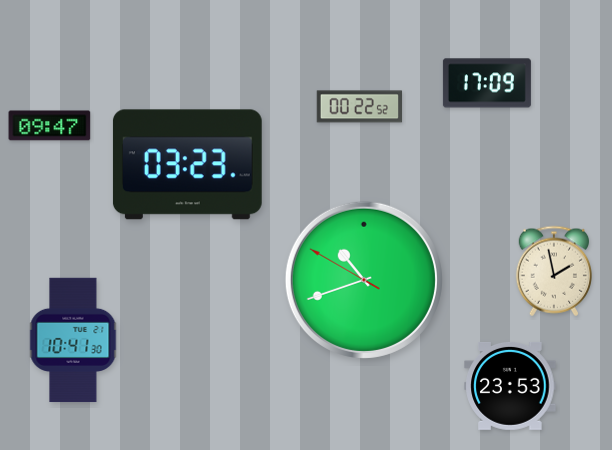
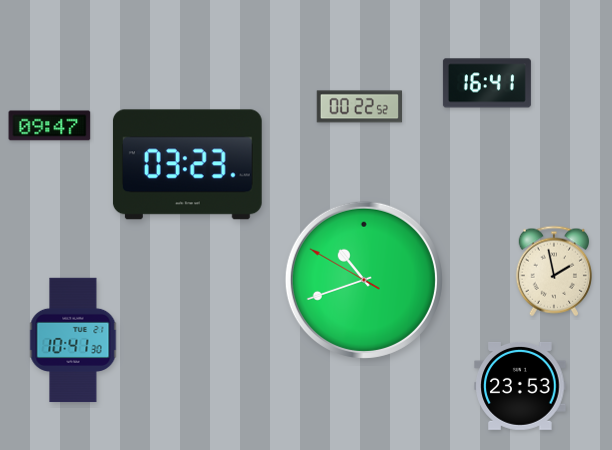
clock at (487, 83): 17:09 -> 16:41
clock at (510, 386) position: (510, 386) -> (520, 386)
